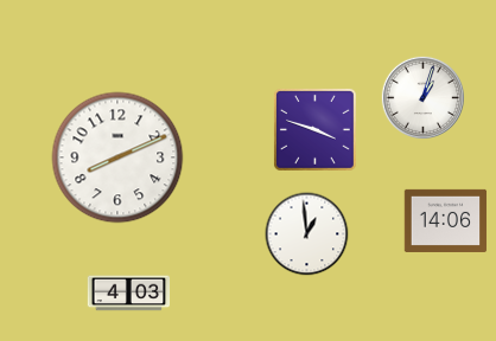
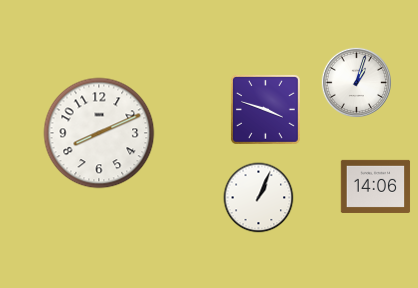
clock at (307, 234): 12:59 -> 1:04
clock at (129, 294): 4:03 -> none
